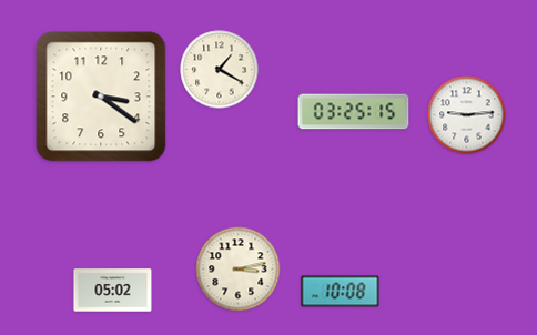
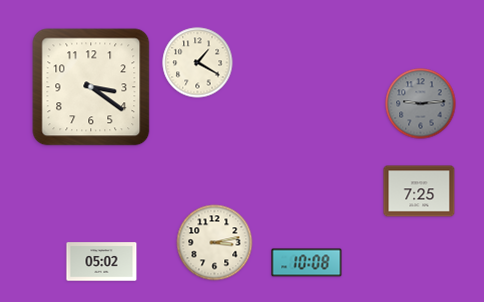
clock at (354, 112): 03:25 -> none
clock at (467, 115) dial: white -> grey
clock at (419, 191): none -> 7:25
